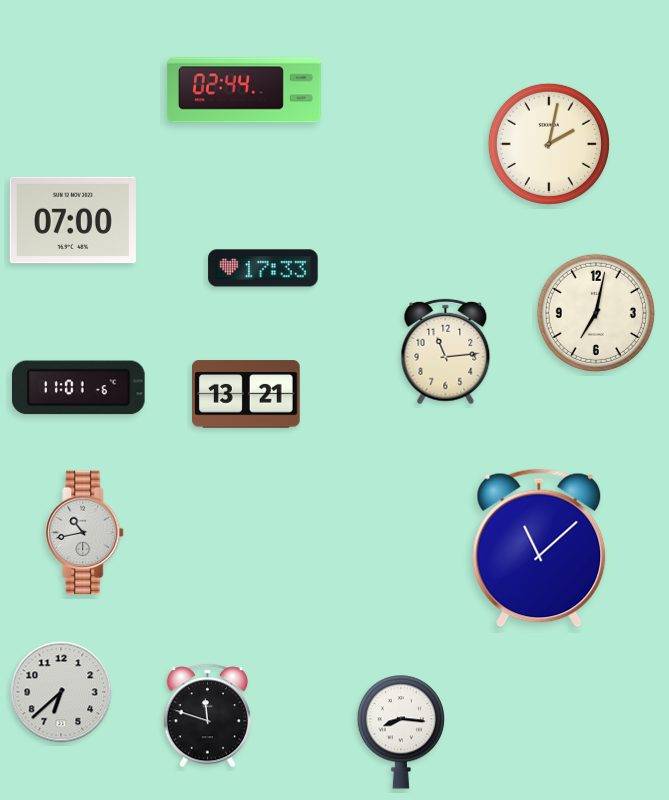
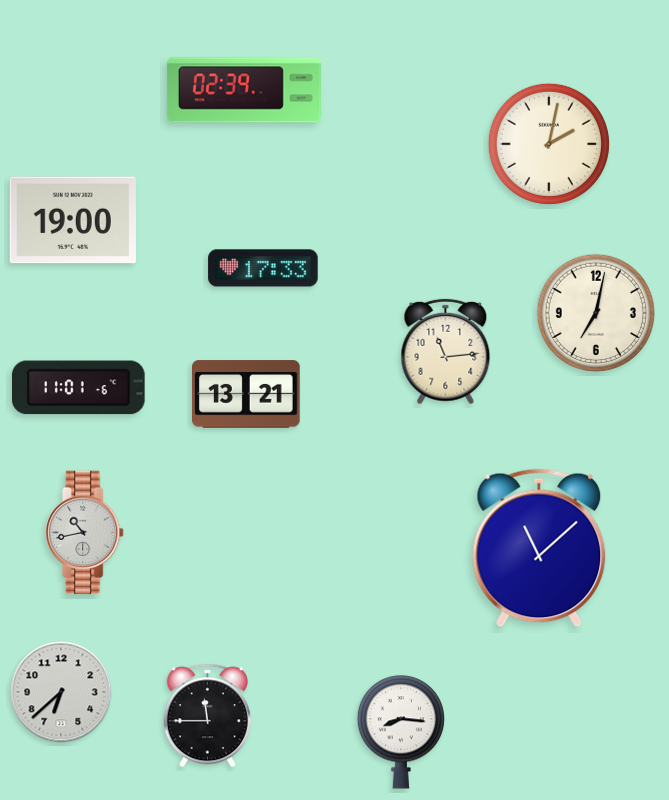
clock at (244, 90): 02:44 -> 02:39
clock at (73, 220): 07:00 -> 19:00
clock at (207, 716): 11:48 -> 11:45
